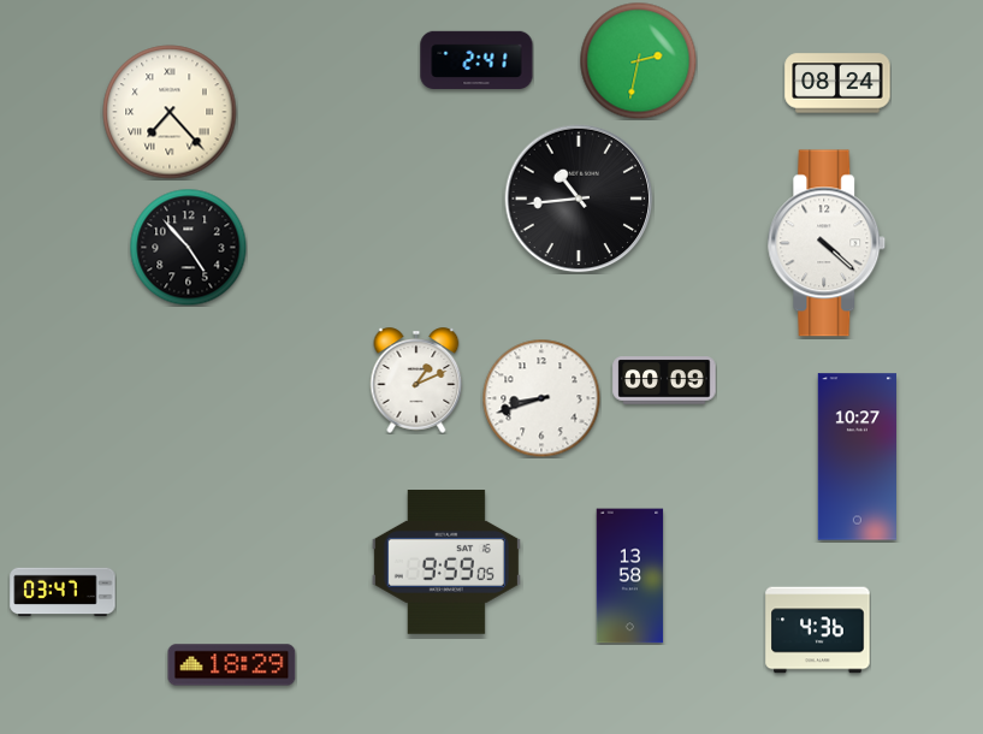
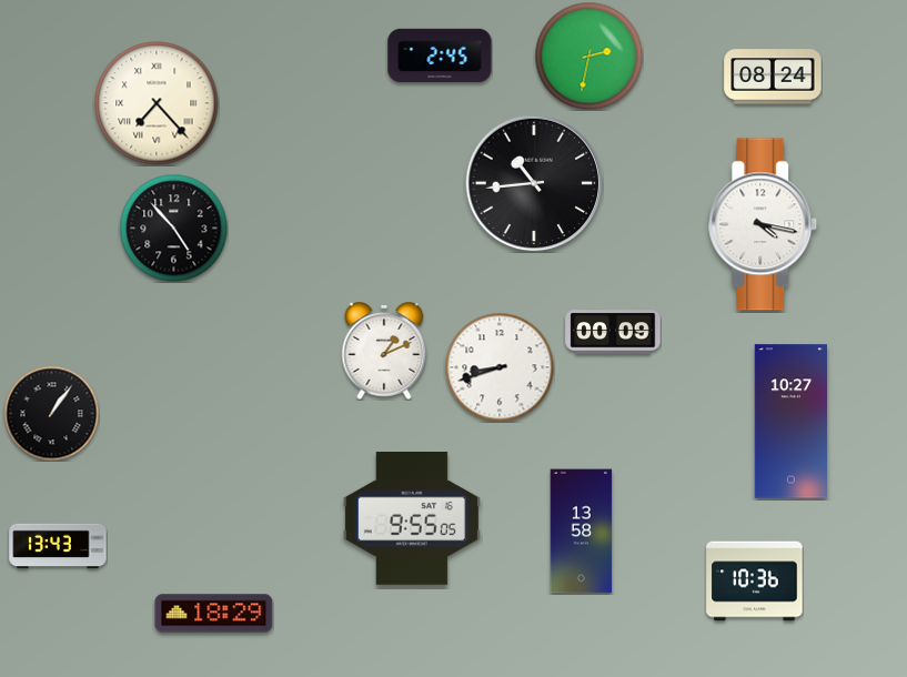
clock at (476, 59): 2:41 -> 2:45
clock at (827, 243): 4:22 -> 4:17
clock at (664, 380) position: (664, 380) -> (613, 332)
clock at (51, 413): none -> 1:06
clock at (446, 563): 9:59 -> 9:55
clock at (63, 592): 03:47 -> 13:43
clock at (818, 631): 4:36 -> 10:36
